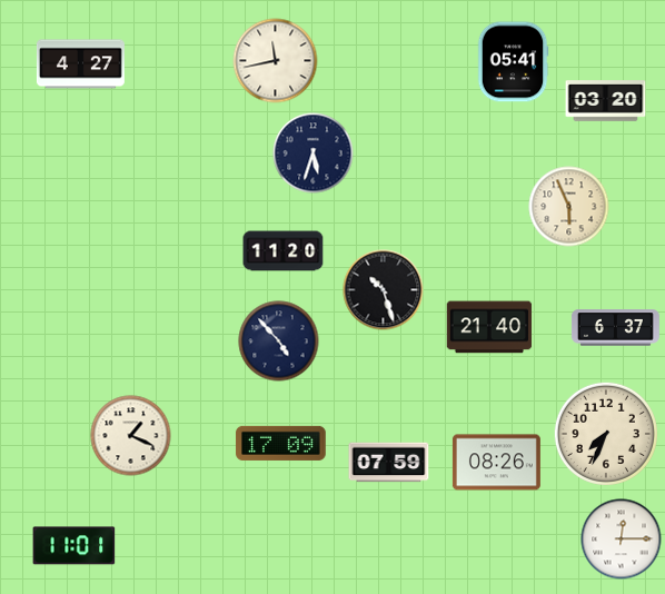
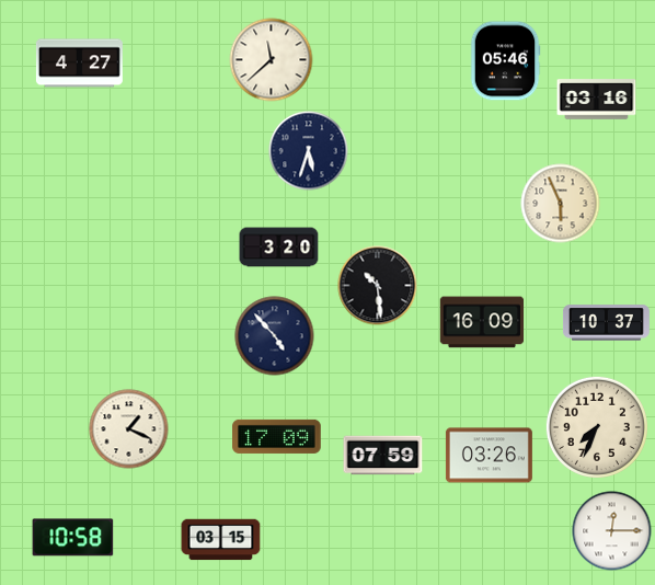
clock at (276, 61): 11:43 -> 11:38
clock at (513, 62): 05:41 -> 05:46
clock at (606, 101): 03:20 -> 03:16
clock at (284, 251): 11:20 -> 3:20
clock at (384, 290): 10:27 -> 10:29
clock at (489, 327): 21:40 -> 16:09
clock at (615, 328): 6:37 -> 10:37
clock at (496, 463): 08:26 -> 03:26
clock at (75, 546): 11:01 -> 10:58
clock at (221, 540): none -> 03:15
